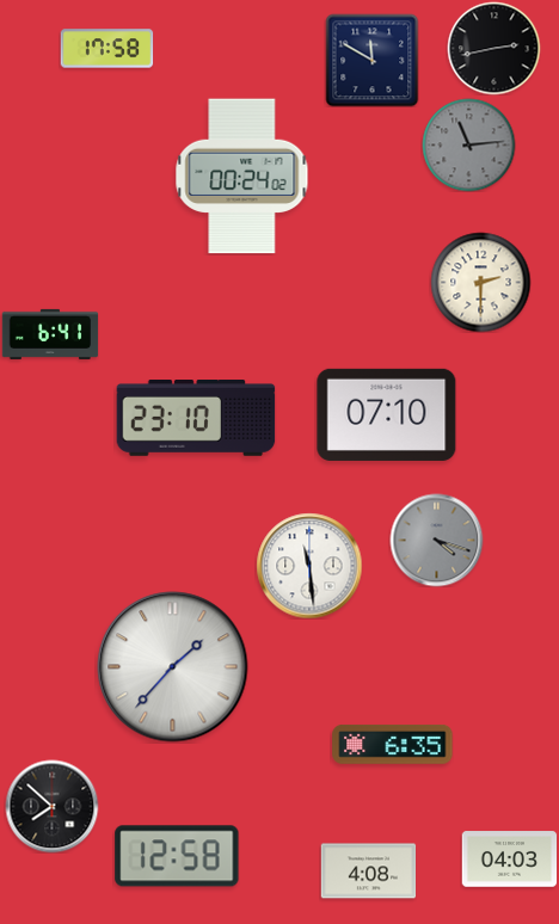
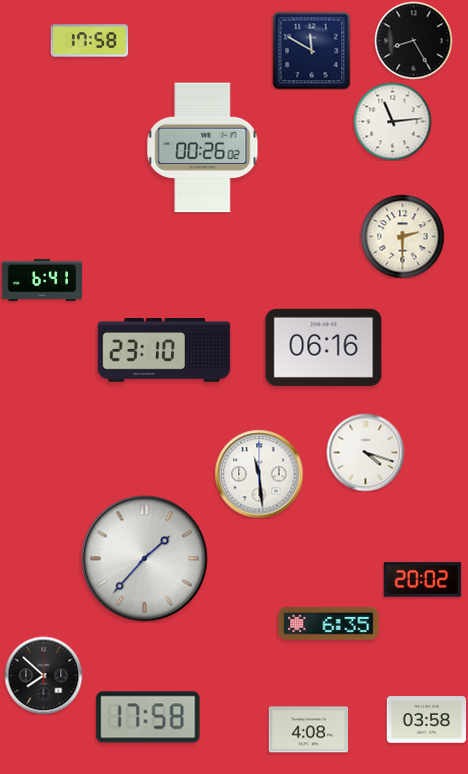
clock at (493, 48): 2:43 -> 8:25
clock at (468, 144) dial: grey -> white
clock at (242, 177): 00:24 -> 00:26
clock at (387, 414): 07:10 -> 06:16
clock at (436, 540) dial: grey -> white
clock at (422, 580): none -> 20:02
clock at (177, 856): 12:58 -> 17:58
clock at (509, 860): 04:03 -> 03:58
